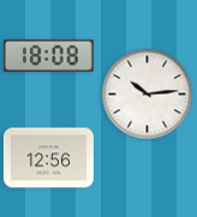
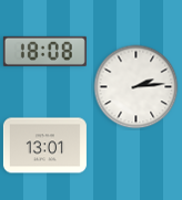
clock at (148, 95): 10:14 -> 2:14
clock at (48, 158): 12:56 -> 13:01
